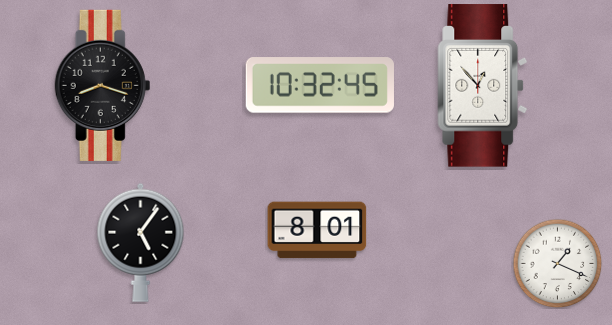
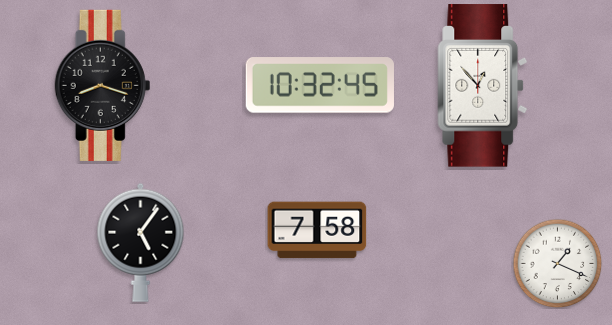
clock at (317, 230): 8:01 -> 7:58
